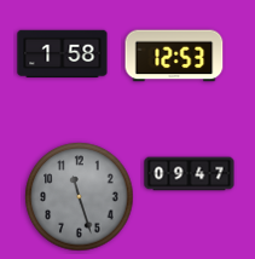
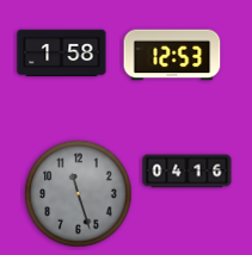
clock at (190, 174): 09:47 -> 04:16
